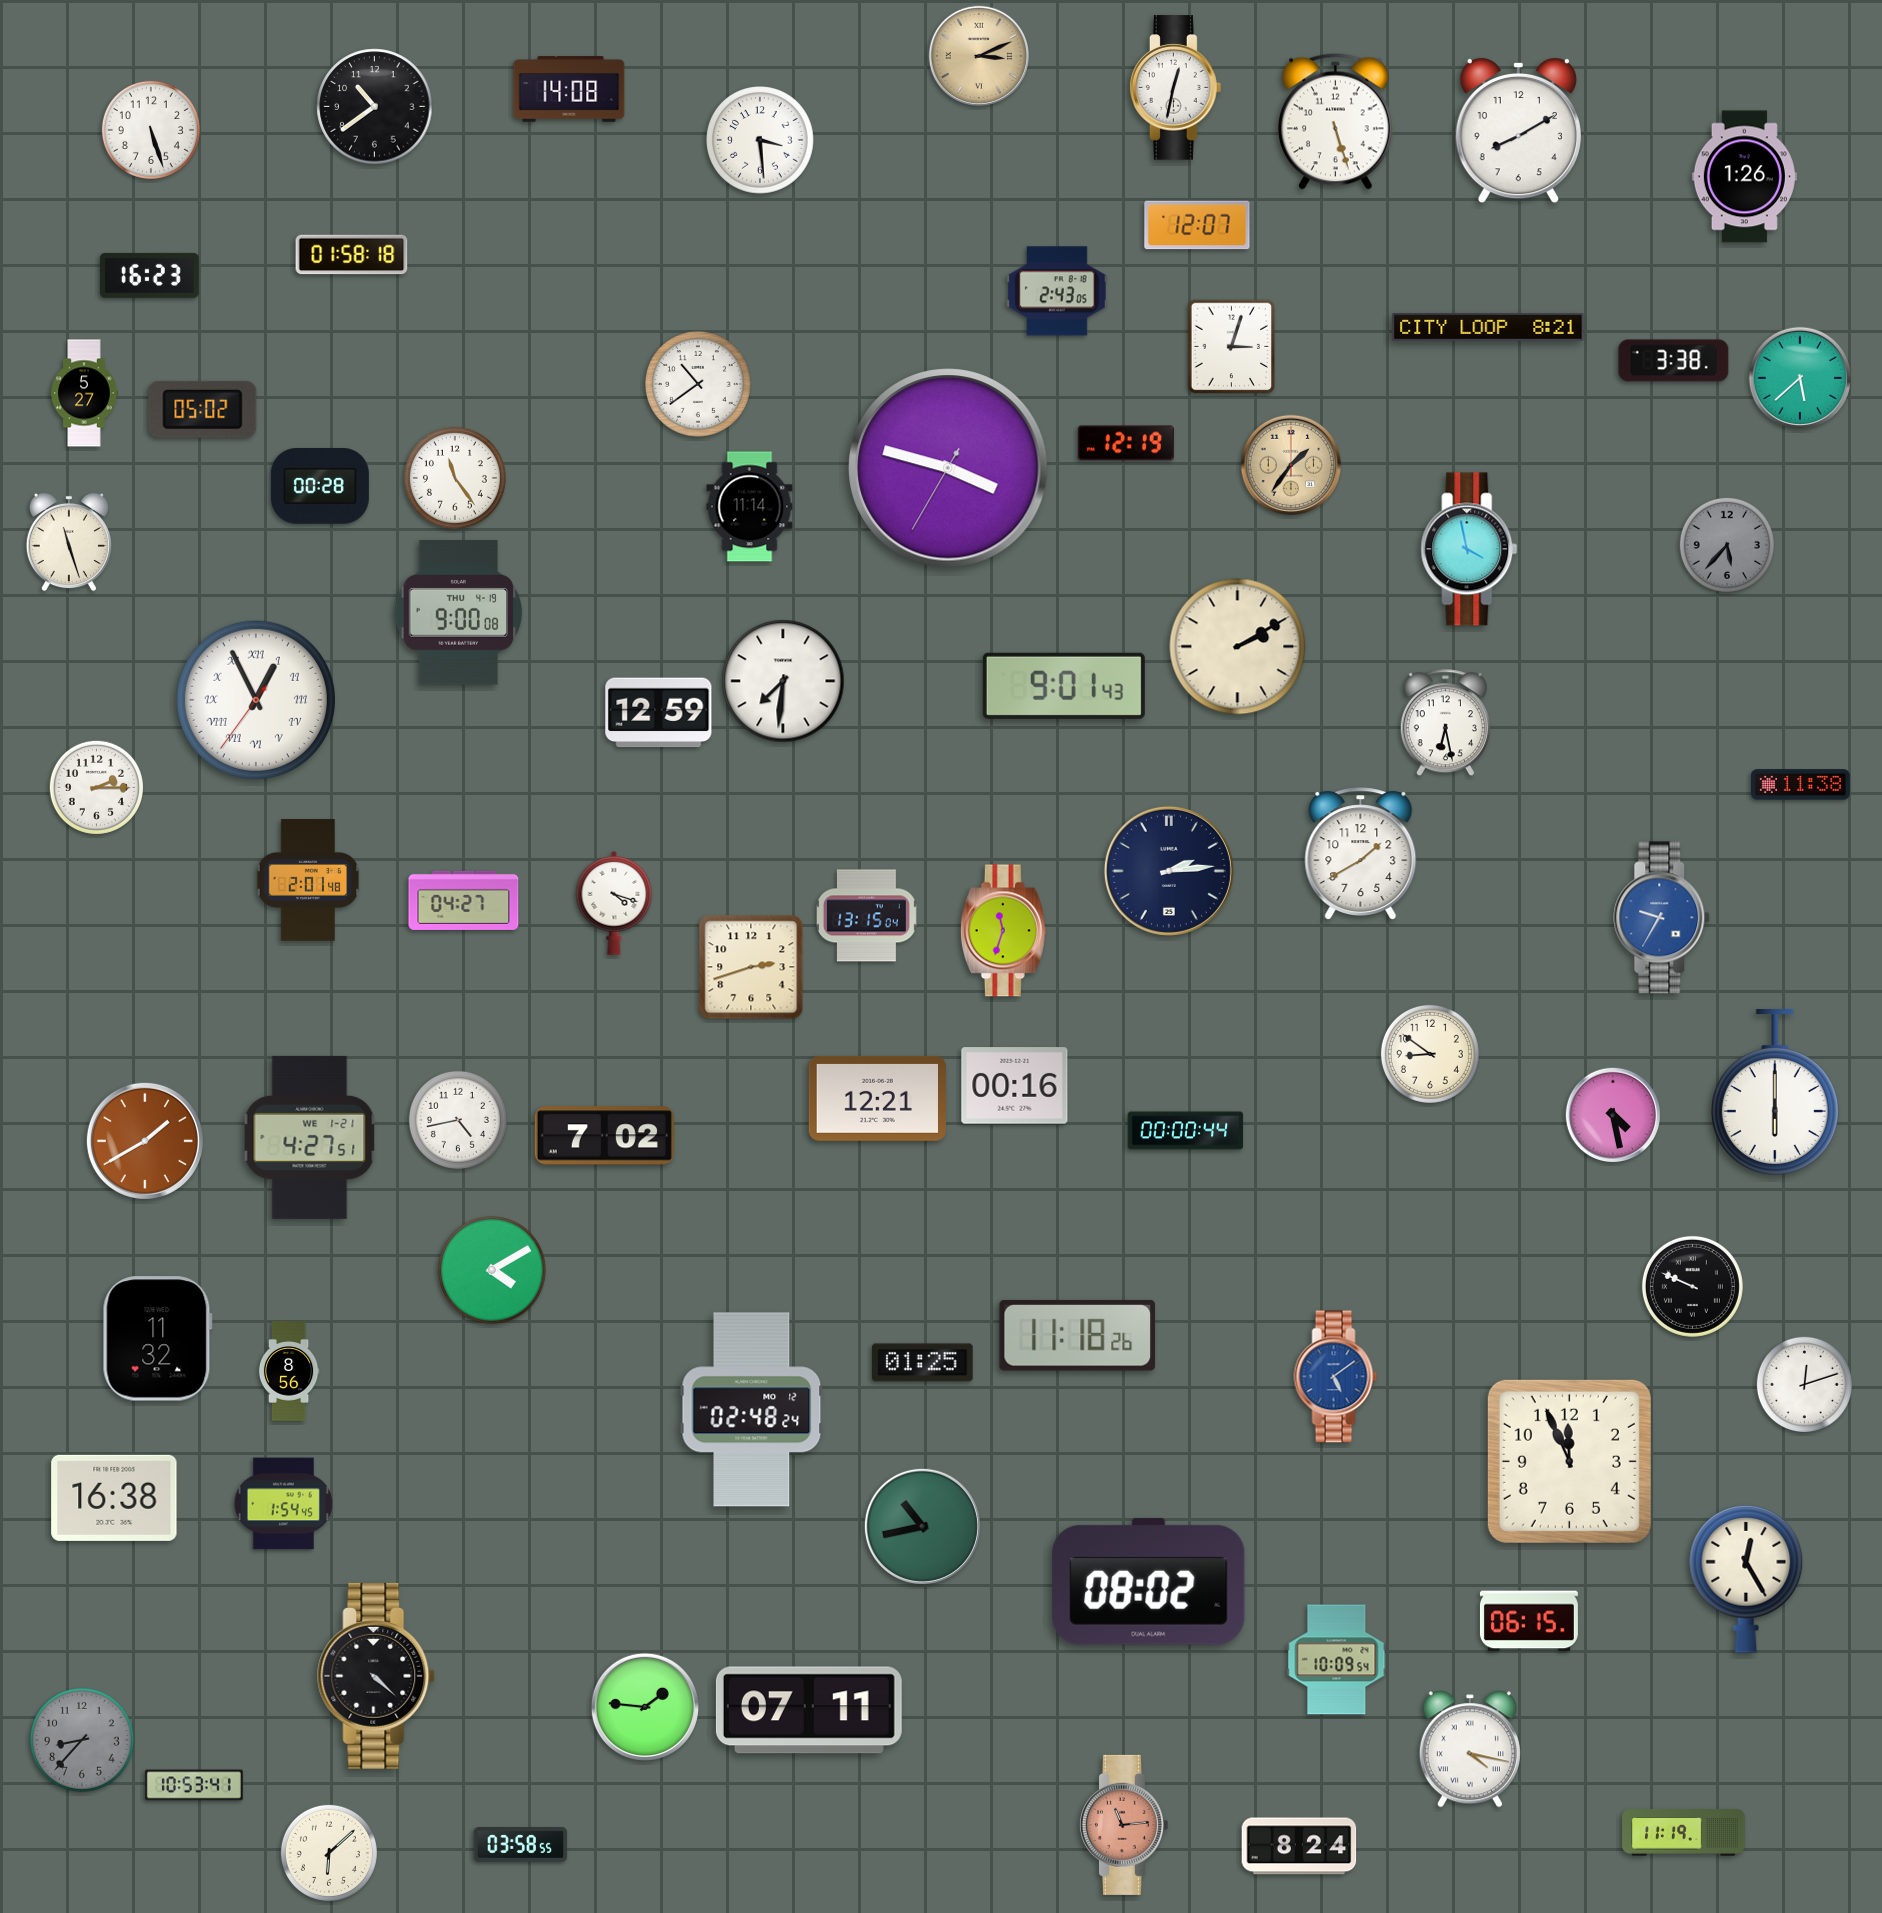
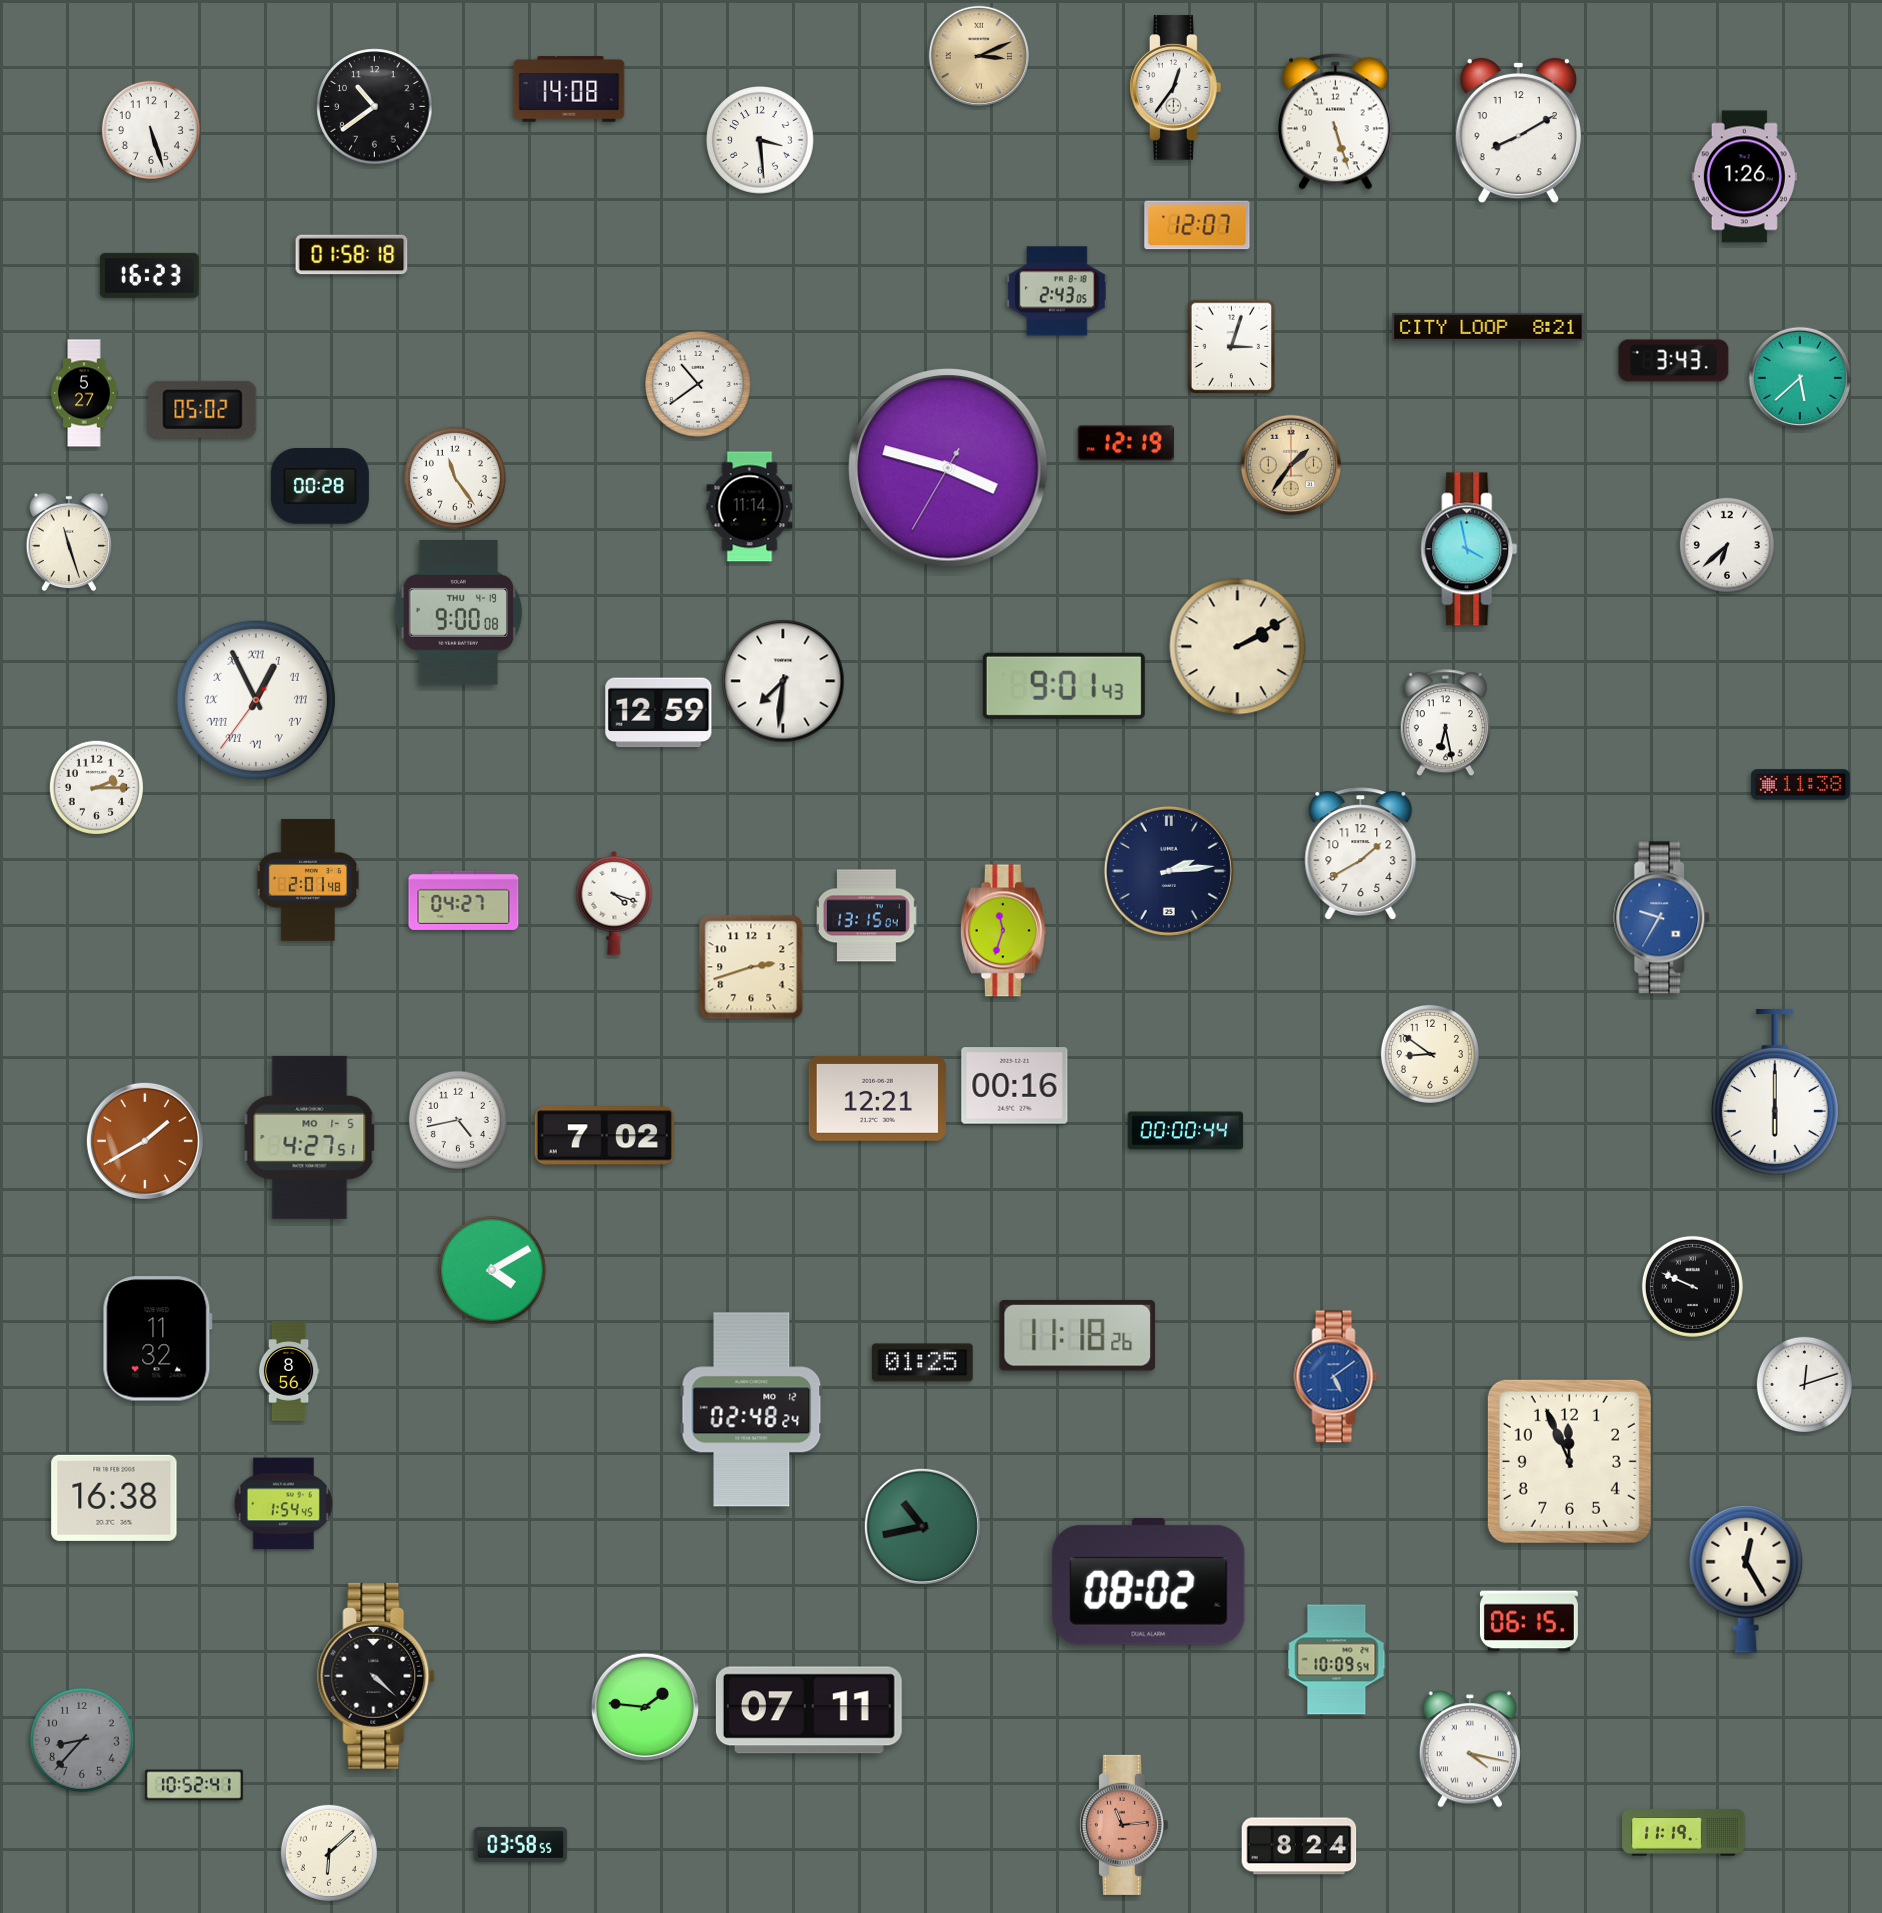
clock at (1176, 88): 12:32 -> 12:36
clock at (1674, 361): 3:38 -> 3:43
clock at (1727, 545): 5:37 -> 6:38
clock at (1727, 545) dial: grey -> white
clock at (1613, 1115): 4:28 -> none
clock at (310, 1137) date: WE 1-21 -> MO 1-5
clock at (194, 1785): 10:53 -> 10:52
